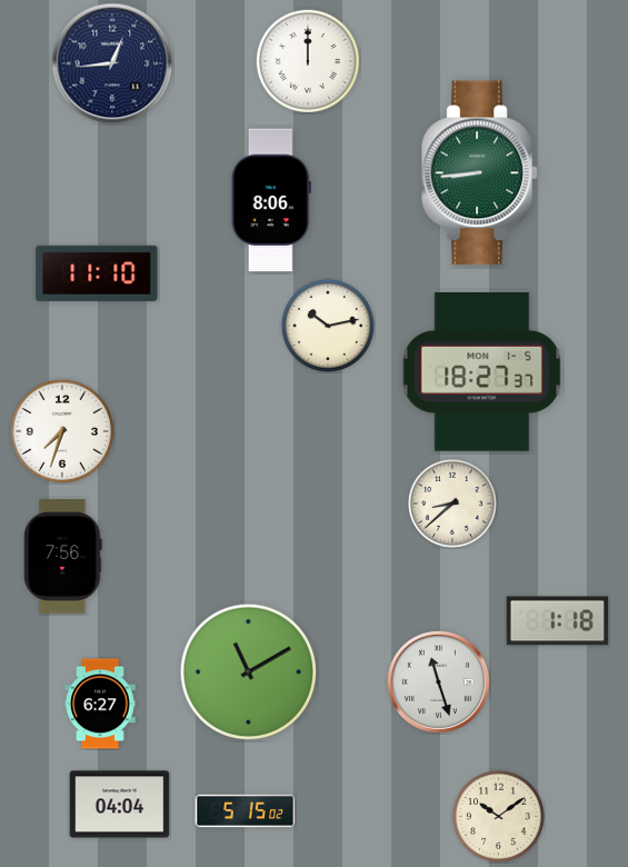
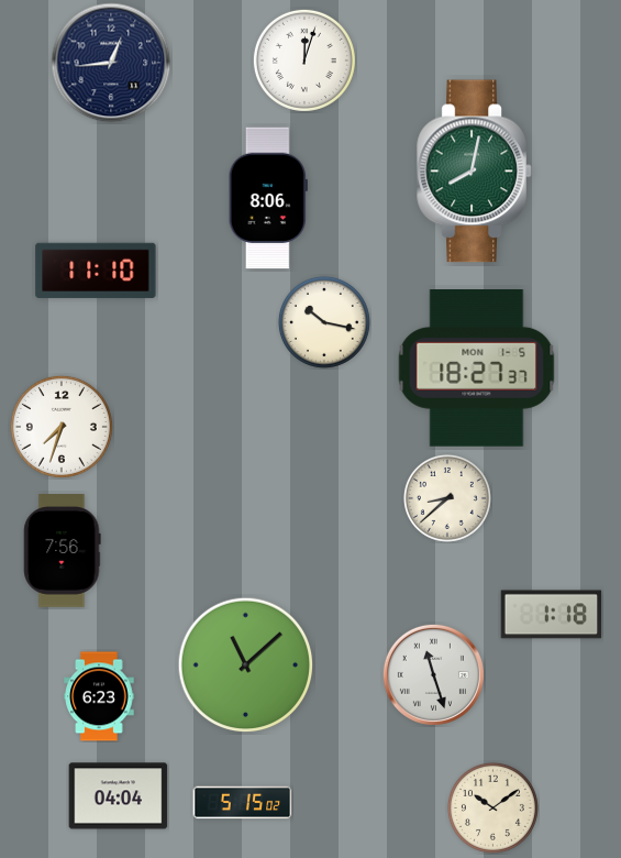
clock at (308, 61): 12:00 -> 12:03
clock at (480, 173): 8:44 -> 8:02
clock at (328, 326): 10:13 -> 10:17
clock at (249, 672): 11:10 -> 11:08
clock at (100, 704): 6:27 -> 6:23
